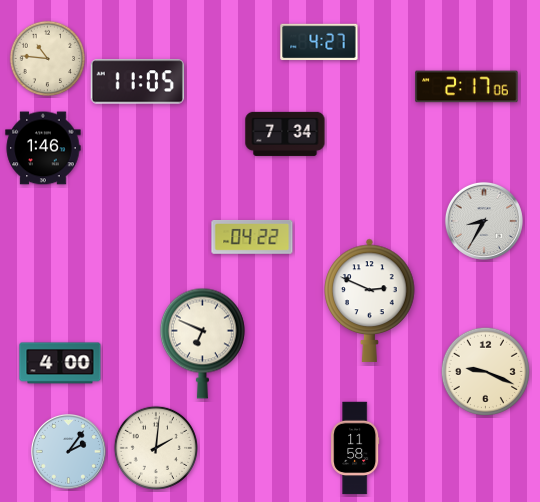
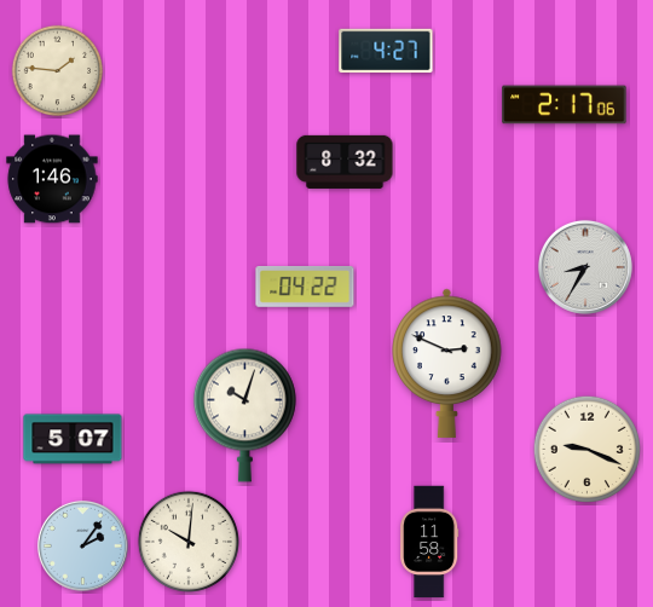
clock at (48, 59): 10:46 -> 1:46
clock at (137, 82): 11:05 -> none
clock at (285, 134): 7:34 -> 8:32
clock at (202, 343): 6:49 -> 10:03
clock at (60, 363): 4:00 -> 5:07
clock at (155, 447): 2:01 -> 10:01
